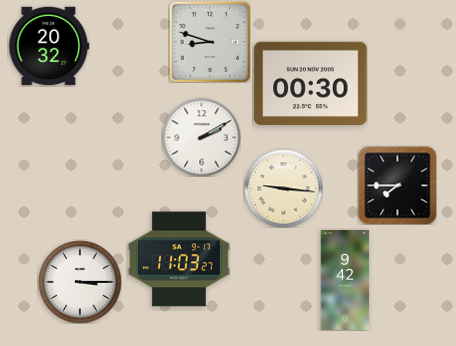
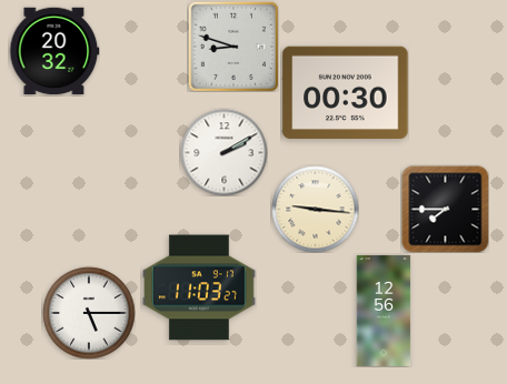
clock at (397, 185) position: (397, 185) -> (445, 209)
clock at (345, 280): 9:42 -> 12:56
clock at (80, 282): 3:15 -> 5:15
